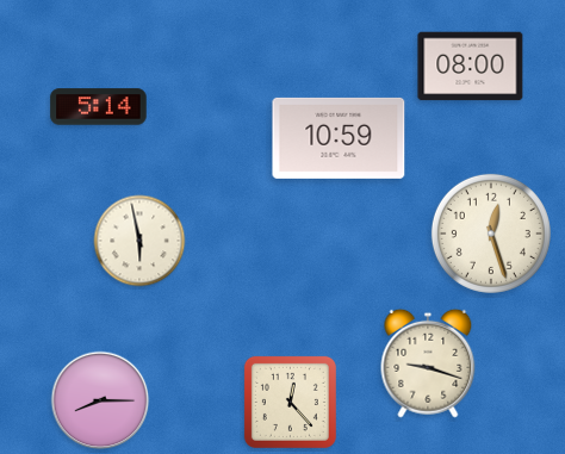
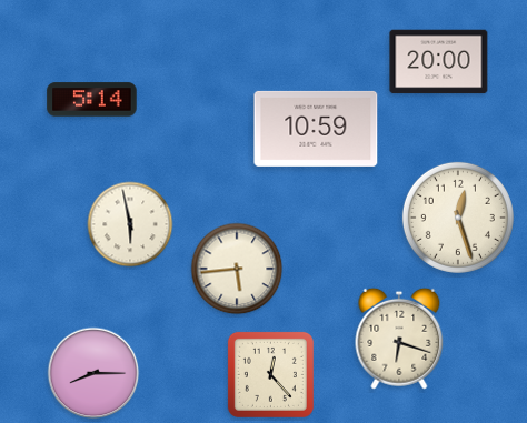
clock at (471, 67): 08:00 -> 20:00
clock at (237, 269): none -> 5:44
clock at (428, 363): 9:18 -> 6:18
